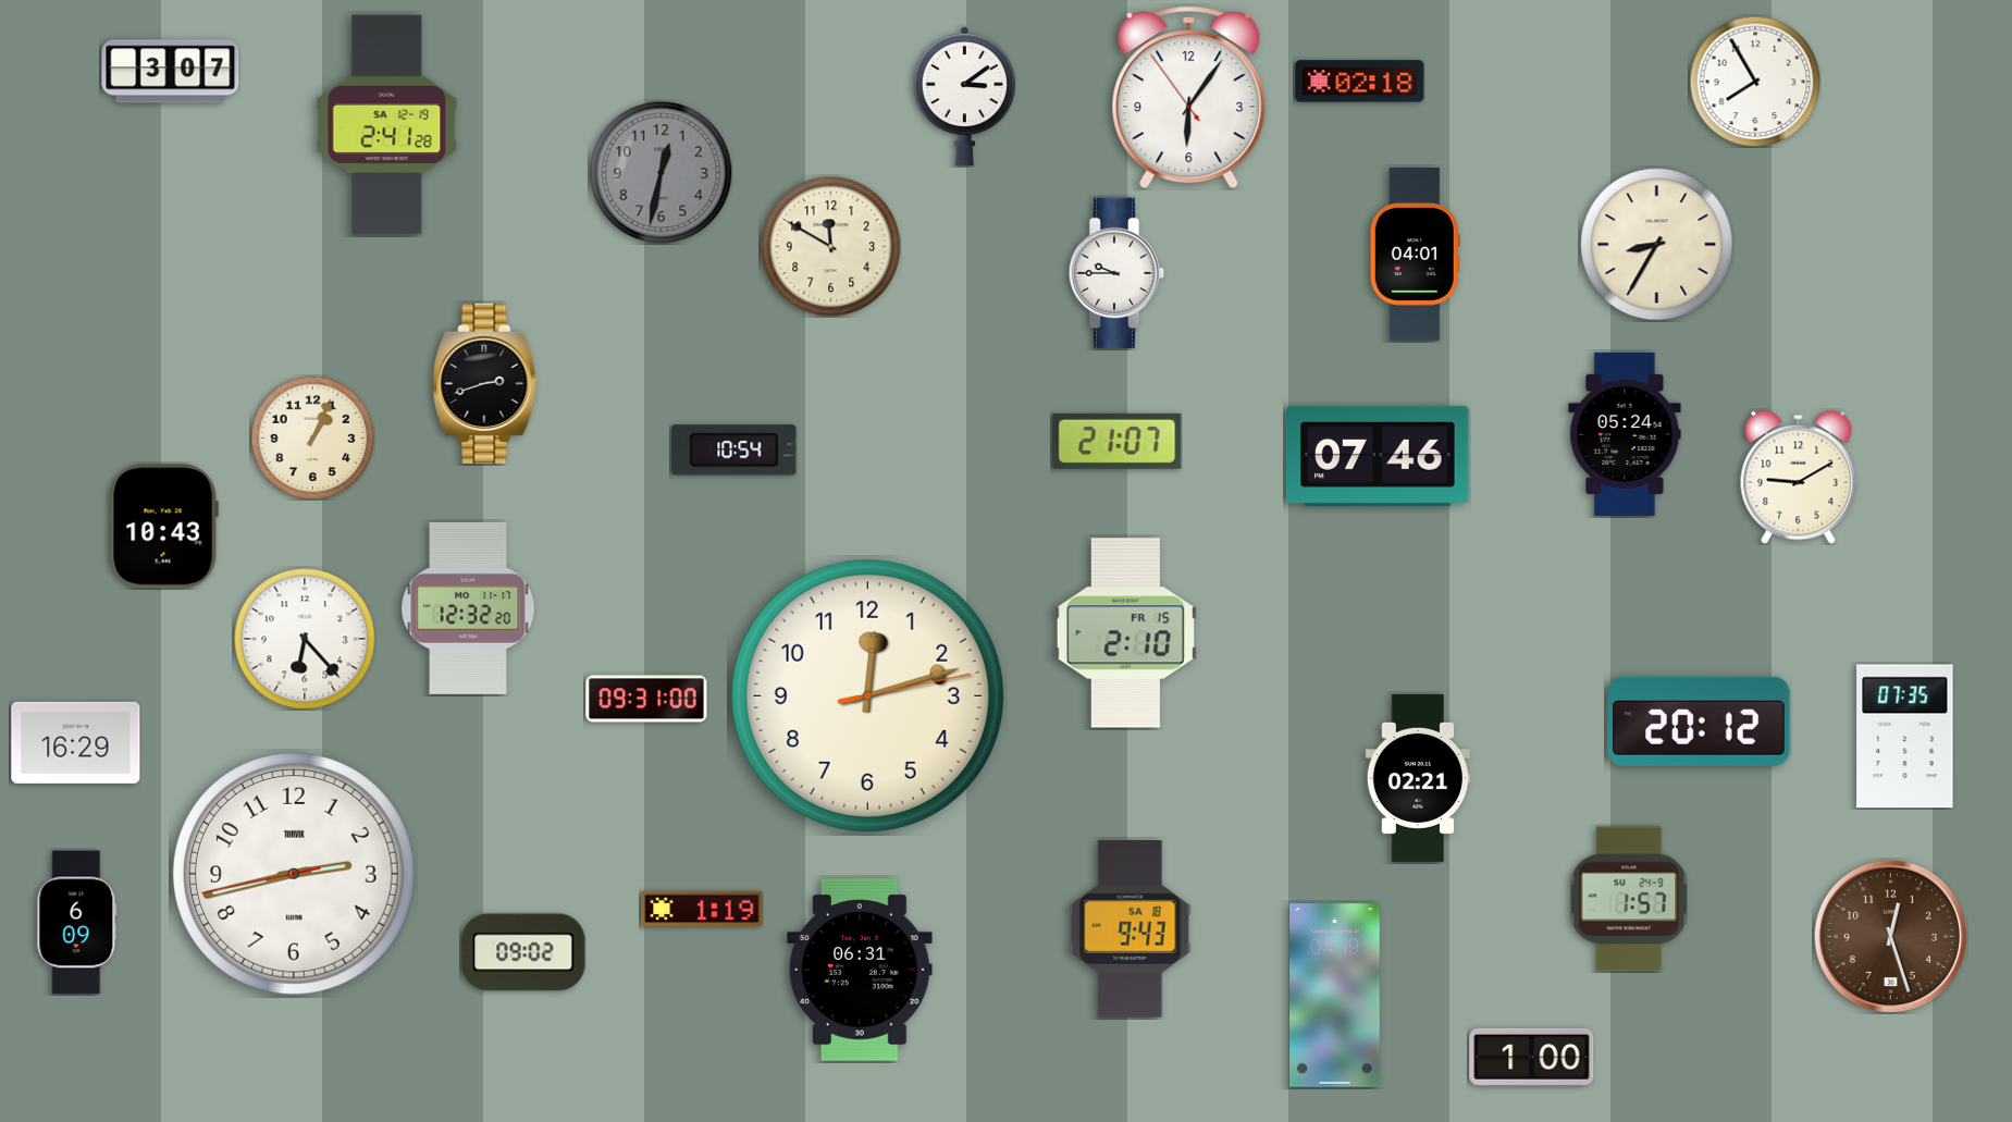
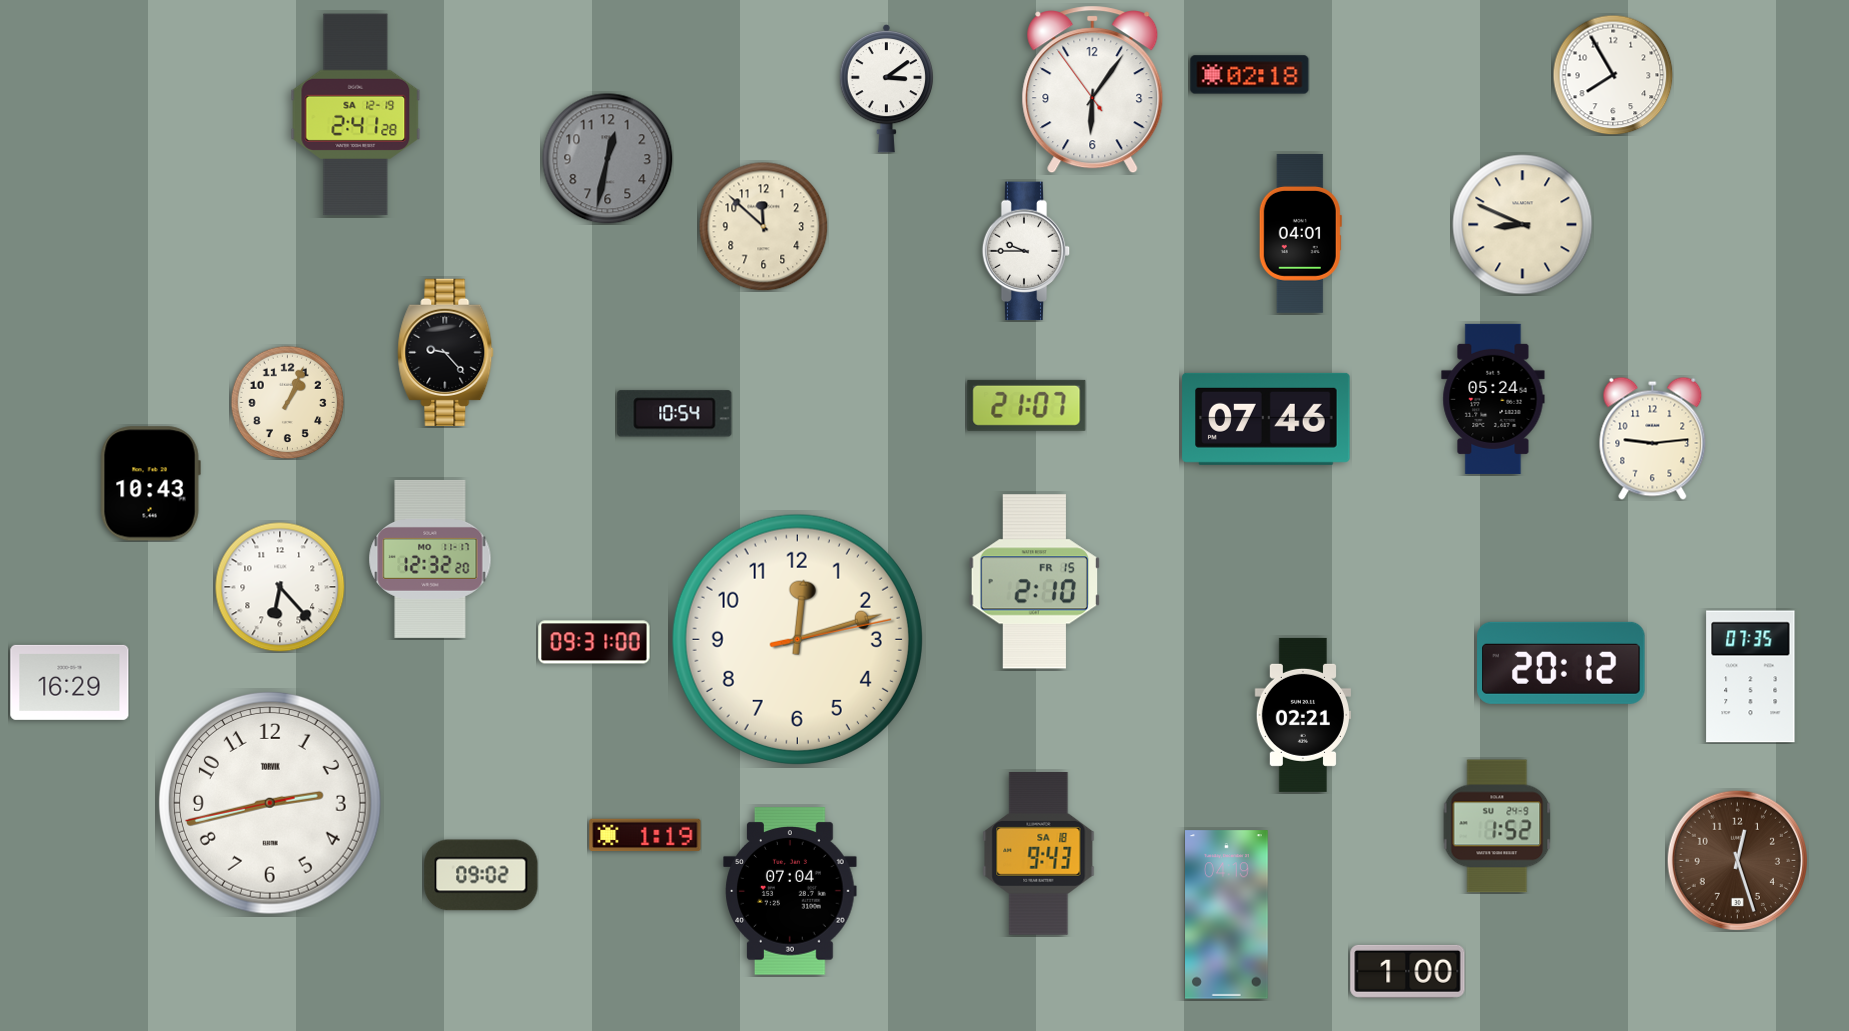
clock at (171, 72): 3:07 -> none
clock at (1657, 245): 8:35 -> 8:49
clock at (830, 246): 11:50 -> 11:52
clock at (485, 383): 2:42 -> 9:23
clock at (1799, 477): 9:10 -> 9:14
clock at (1629, 899): 1:57 -> 1:52
clock at (77, 923): 6:09 -> none
clock at (860, 970): 06:31 -> 07:04
